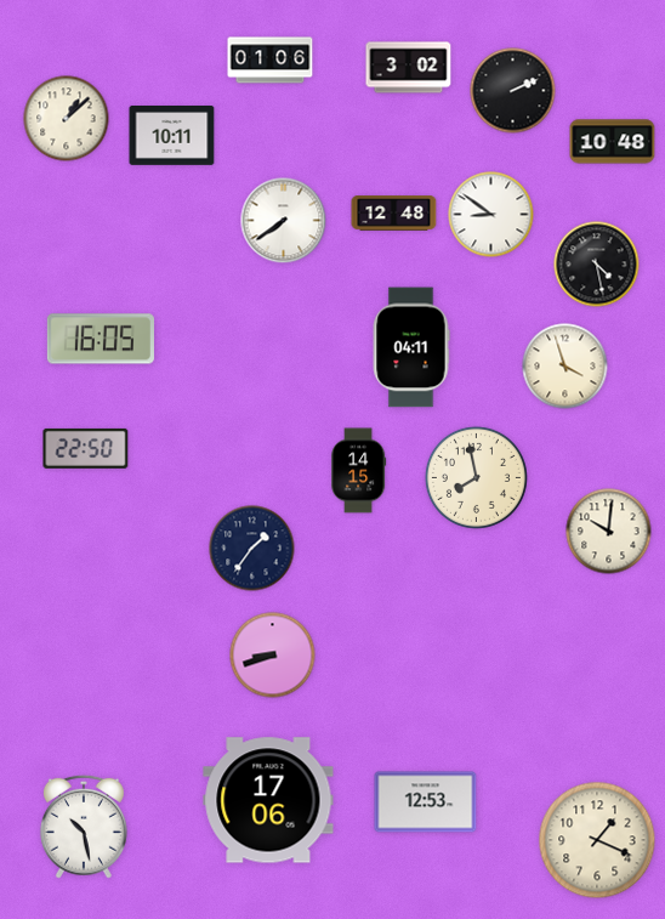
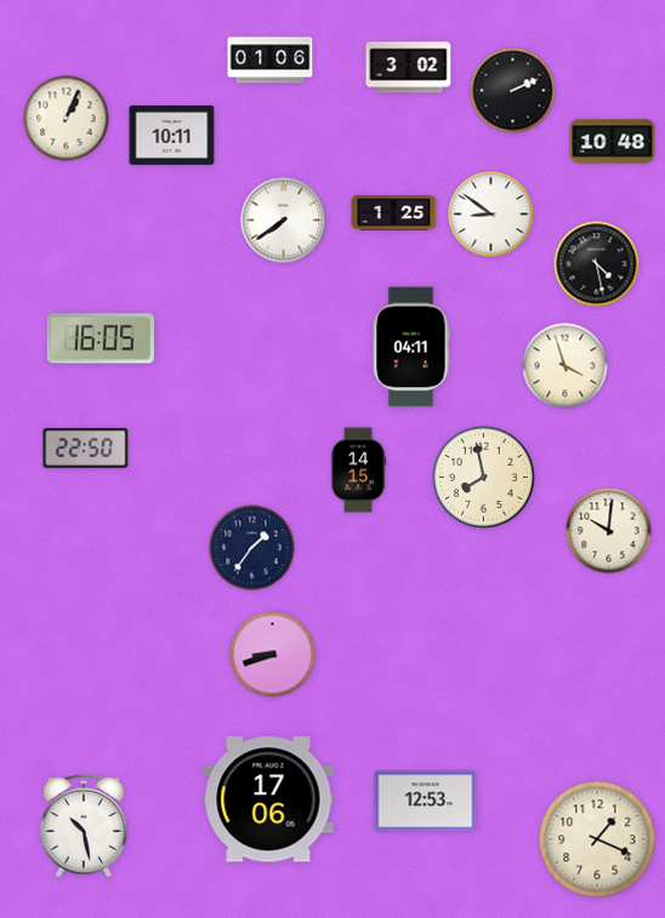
clock at (67, 119): 1:08 -> 1:04
clock at (394, 214): 12:48 -> 1:25
clock at (476, 477) position: (476, 477) -> (483, 477)
